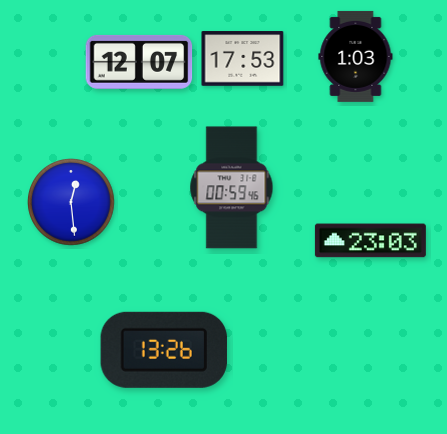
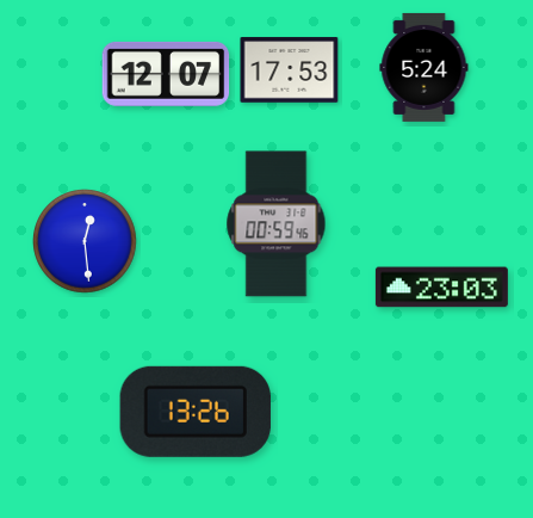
clock at (356, 56): 1:03 -> 5:24
clock at (164, 350) position: (164, 350) -> (196, 412)
